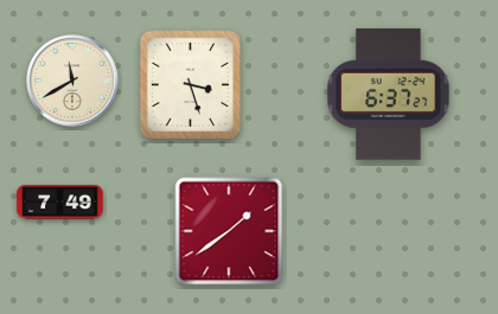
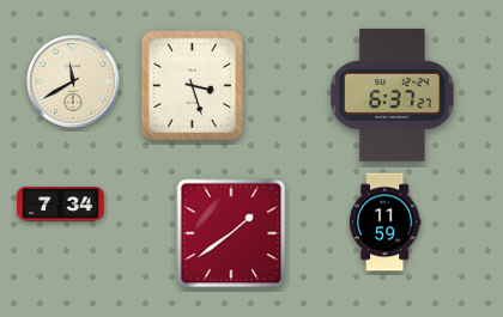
clock at (60, 203): 7:49 -> 7:34
clock at (384, 222): none -> 11:59
